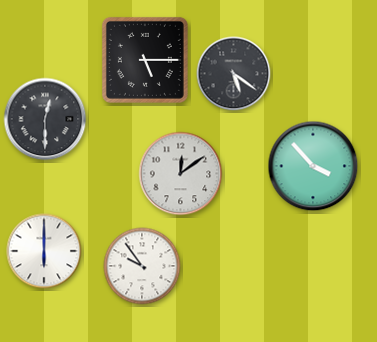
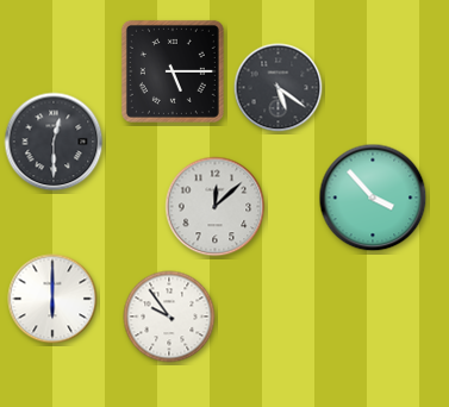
clock at (181, 174): 12:09 -> 12:08
